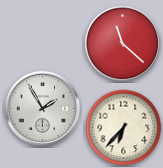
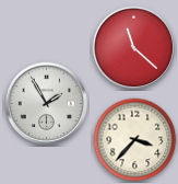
clock at (43, 109) position: (43, 109) -> (47, 104)
clock at (124, 128): 6:37 -> 3:37
